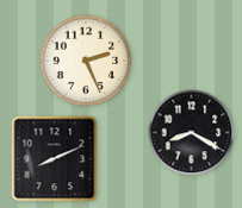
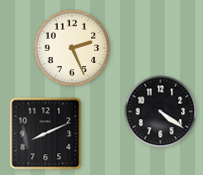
clock at (86, 61) position: (86, 61) -> (72, 48)
clock at (192, 133): 8:20 -> 4:21
